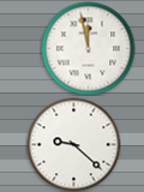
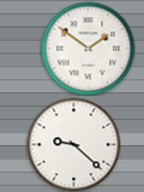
clock at (88, 48): 11:58 -> 1:51
